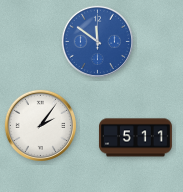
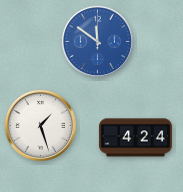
clock at (40, 125): 2:06 -> 1:27
clock at (136, 138): 5:11 -> 4:24
